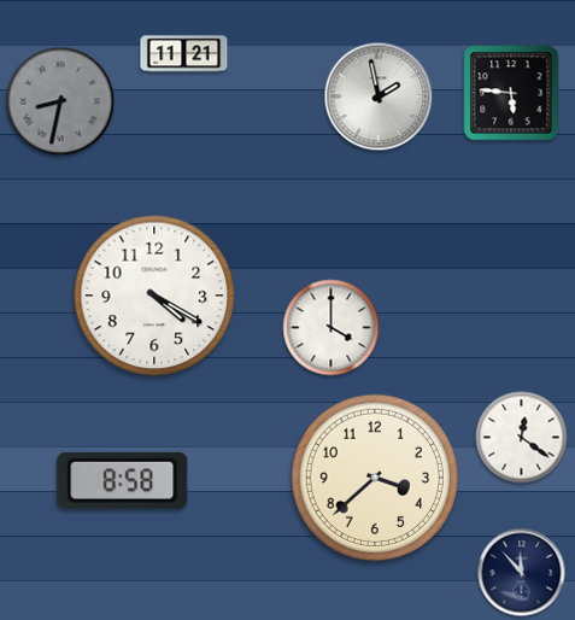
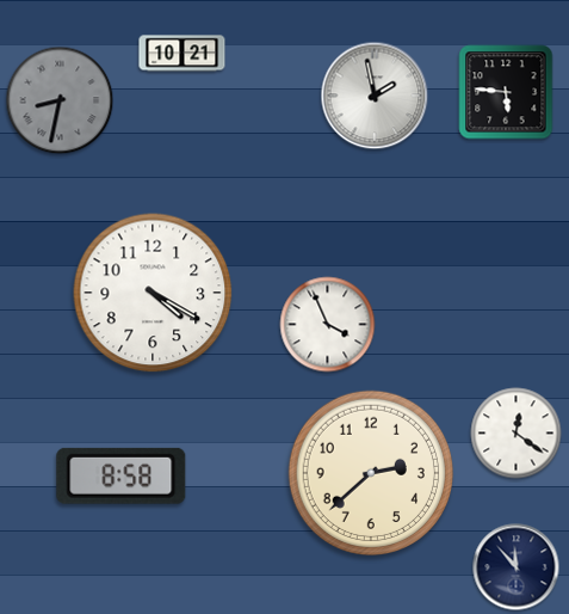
clock at (184, 54): 11:21 -> 10:21
clock at (331, 328): 4:00 -> 3:56
clock at (374, 476): 3:38 -> 2:38
